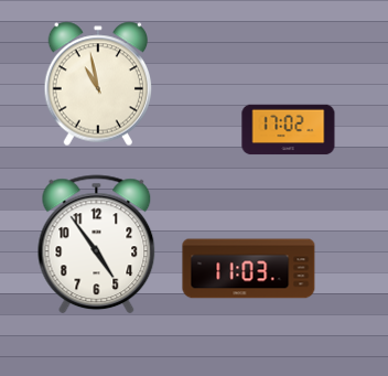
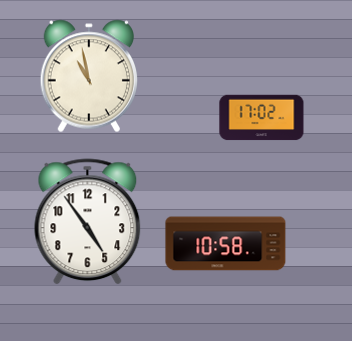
clock at (249, 269): 11:03 -> 10:58
